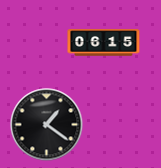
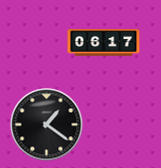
clock at (104, 43): 06:15 -> 06:17
